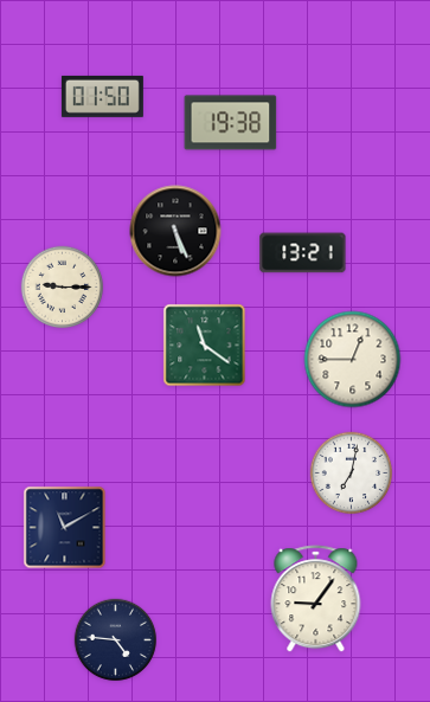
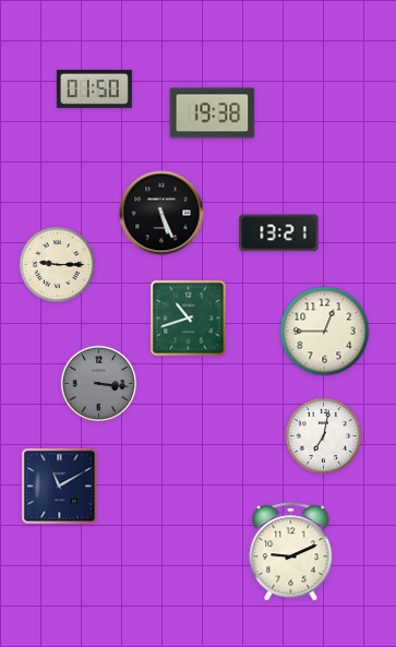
clock at (205, 346): 11:21 -> 10:42
clock at (99, 384): none -> 3:16
clock at (316, 599): 9:06 -> 9:11
clock at (116, 640): 4:46 -> none
